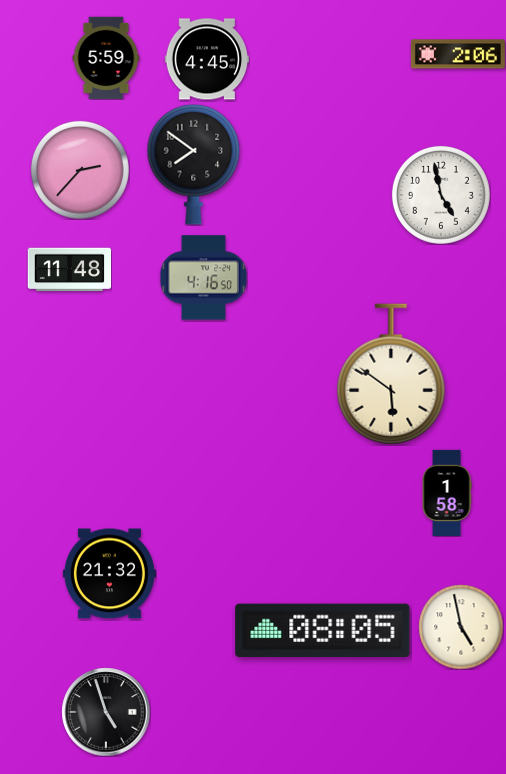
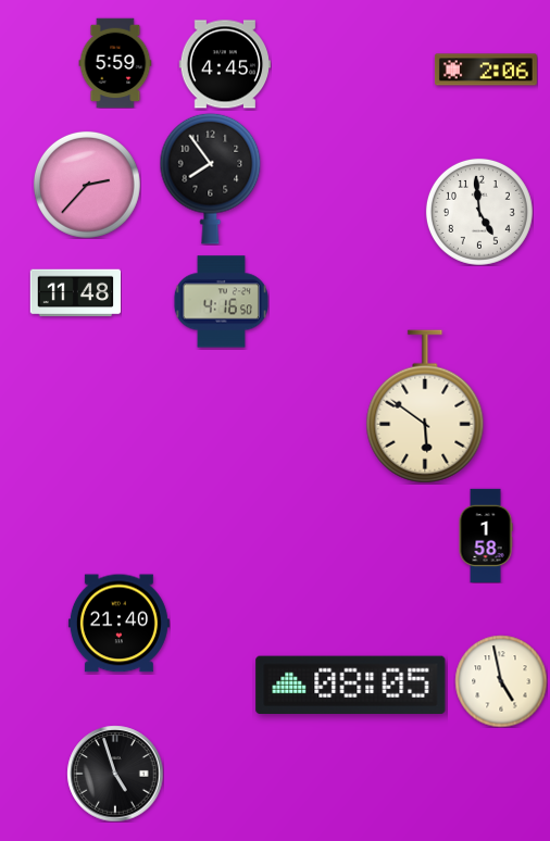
clock at (458, 54) position: (458, 54) -> (486, 70)
clock at (194, 164): 7:51 -> 7:54
clock at (441, 195): 4:58 -> 4:59
clock at (109, 574): 21:32 -> 21:40
